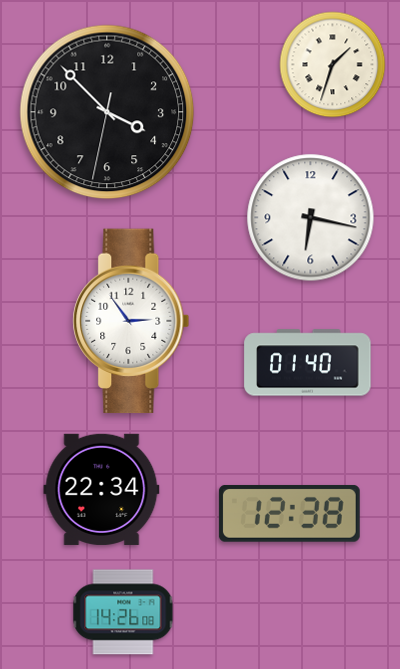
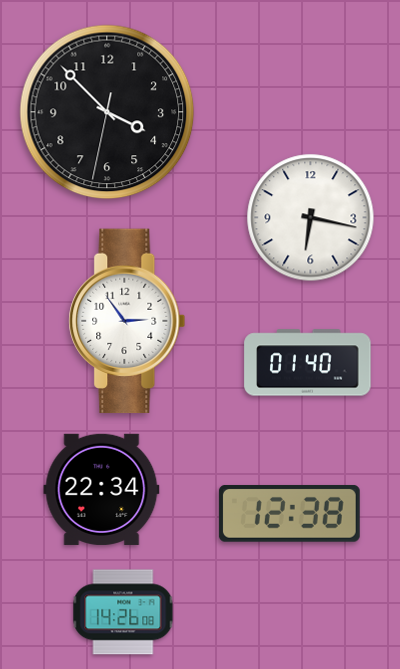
clock at (333, 65): 1:33 -> none
clock at (131, 321) position: (131, 321) -> (127, 321)
